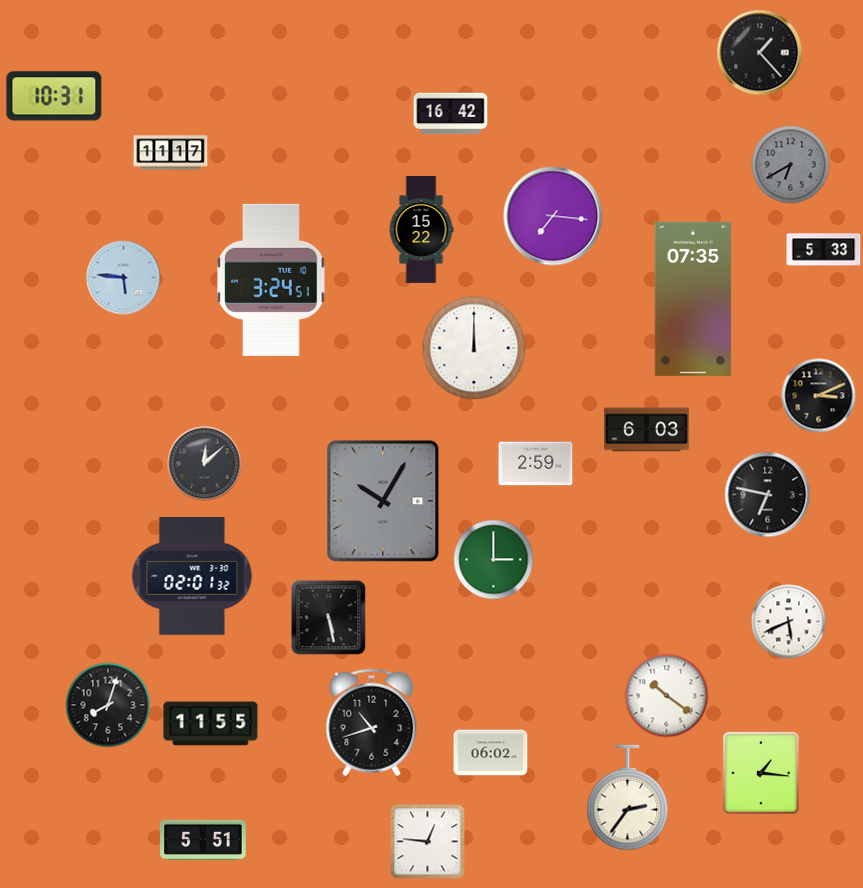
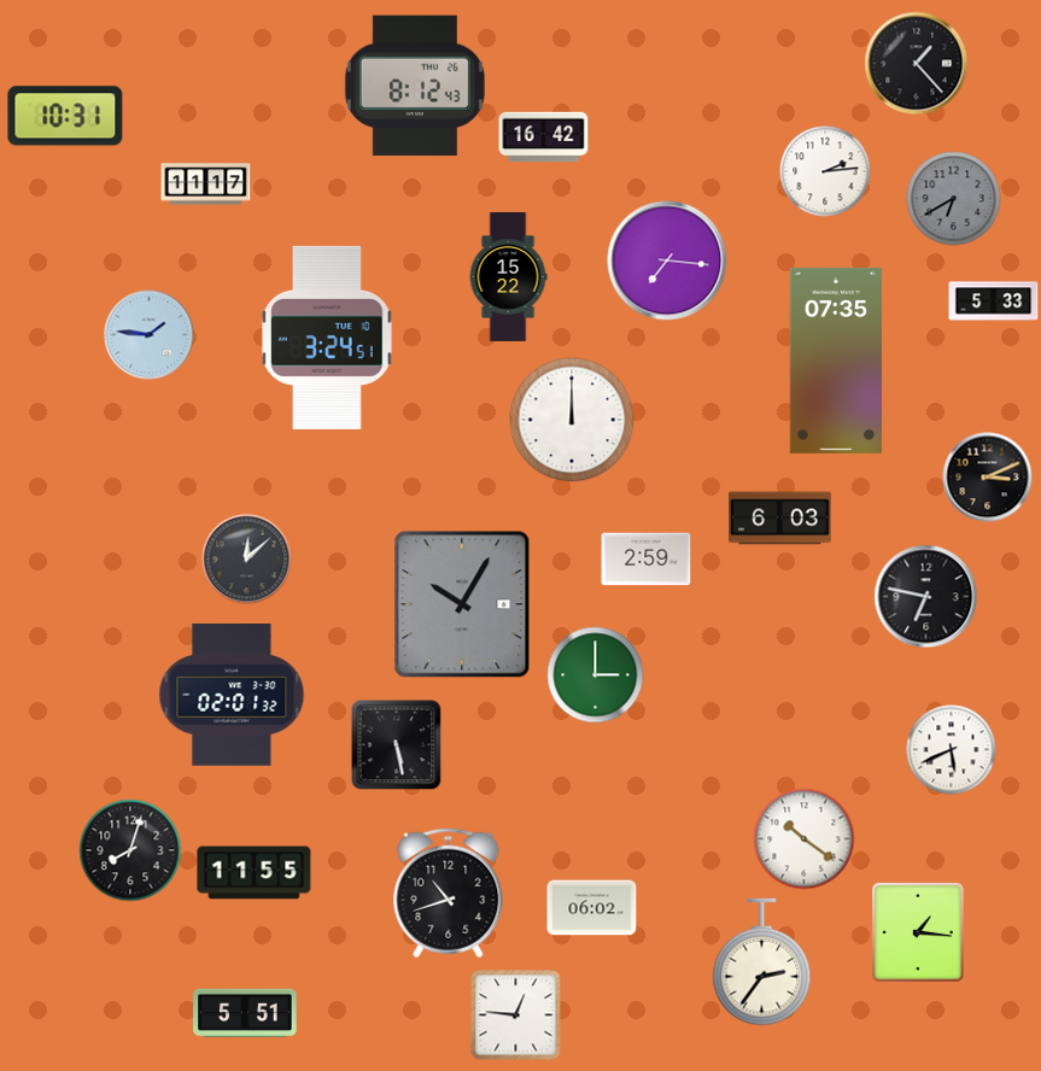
clock at (415, 86): none -> 8:12
clock at (825, 171): none -> 2:14
clock at (124, 278): 5:46 -> 1:46
clock at (372, 723) position: (372, 723) -> (449, 894)
clock at (628, 798) position: (628, 798) -> (762, 962)
